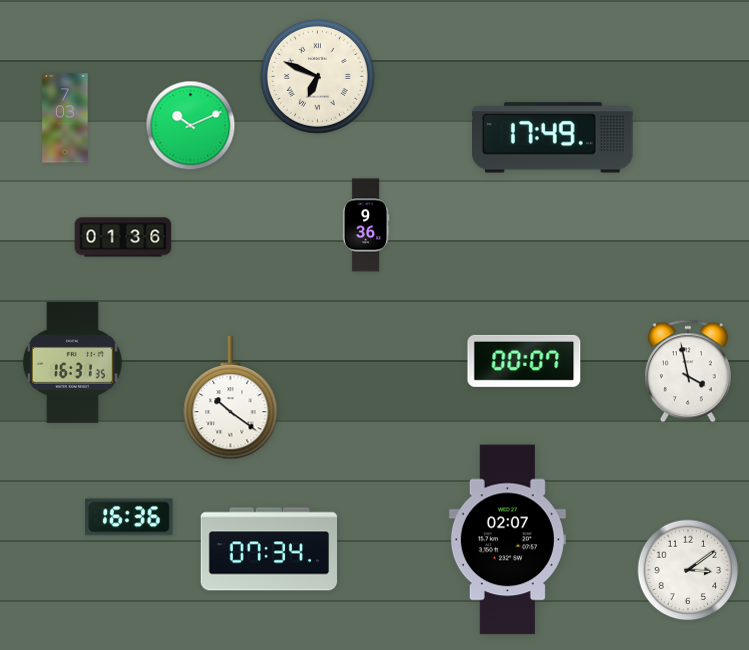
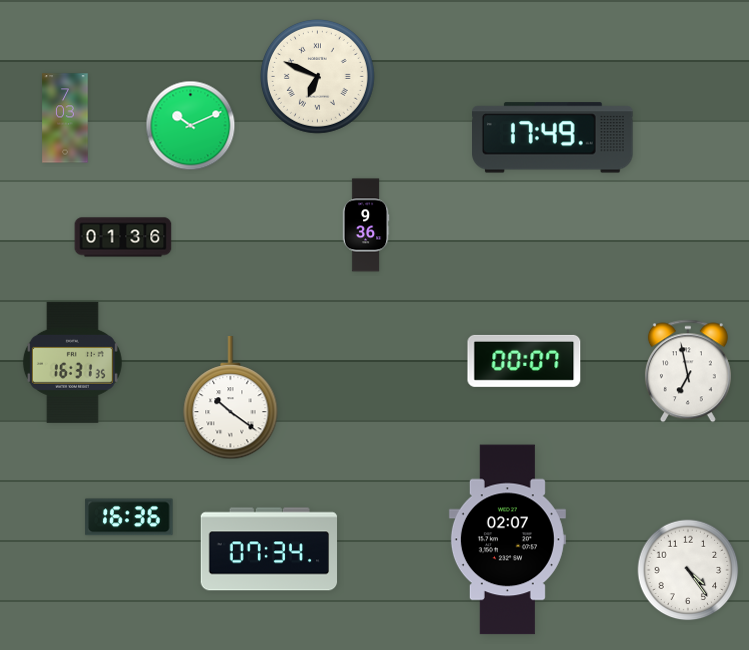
clock at (688, 371): 3:58 -> 6:58
clock at (688, 570): 3:09 -> 4:24
